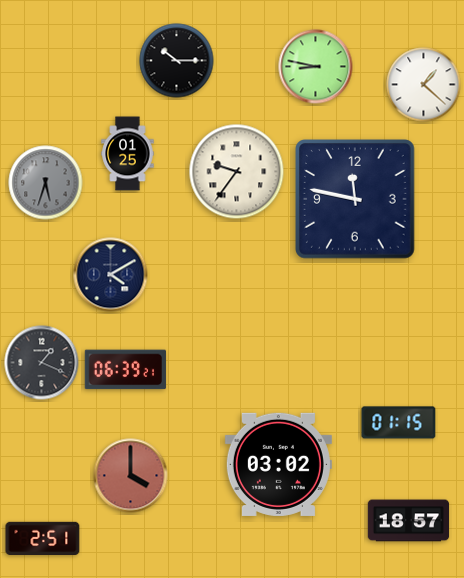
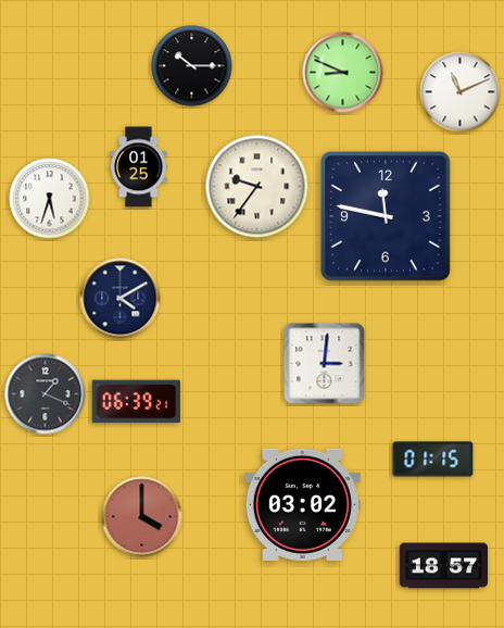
clock at (316, 67): 8:47 -> 8:49
clock at (424, 85): 1:22 -> 11:11
clock at (46, 183) dial: grey -> white
clock at (325, 364): none -> 3:01
clock at (43, 539): 2:51 -> none
